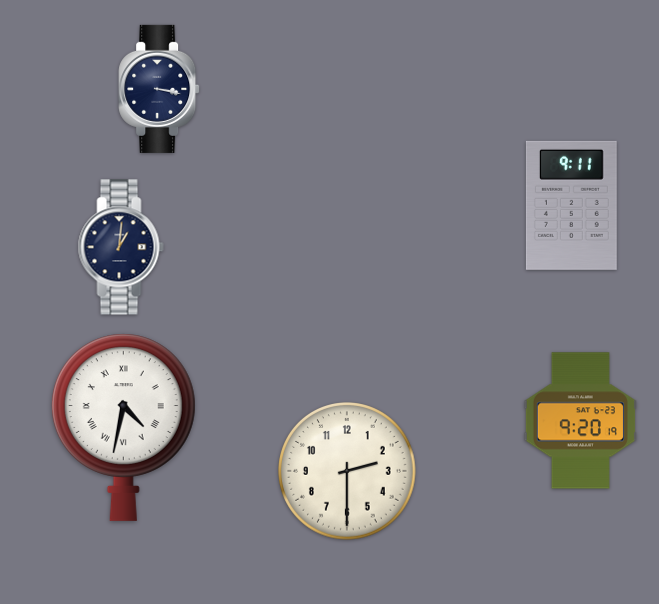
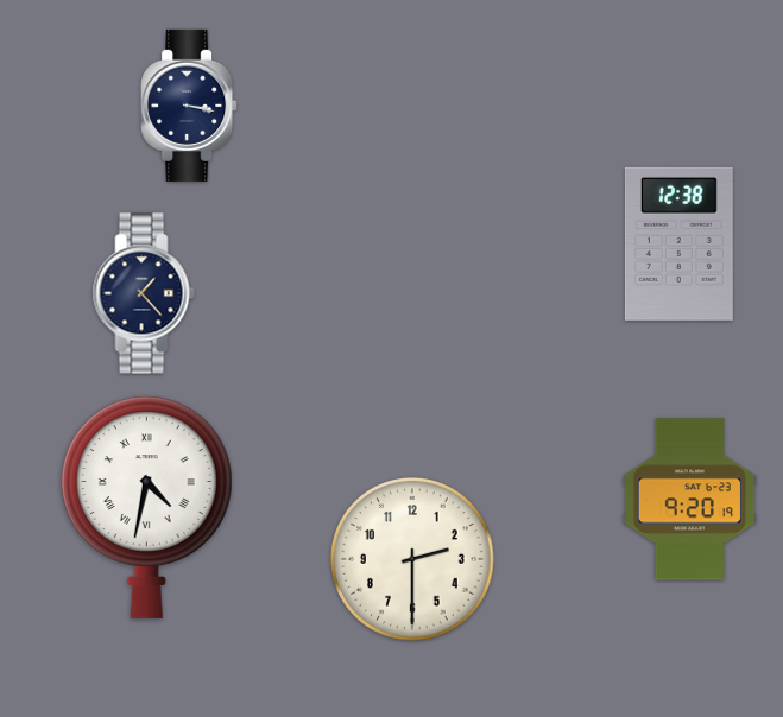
clock at (571, 205): 9:11 -> 12:38
clock at (121, 247): 1:01 -> 1:23
